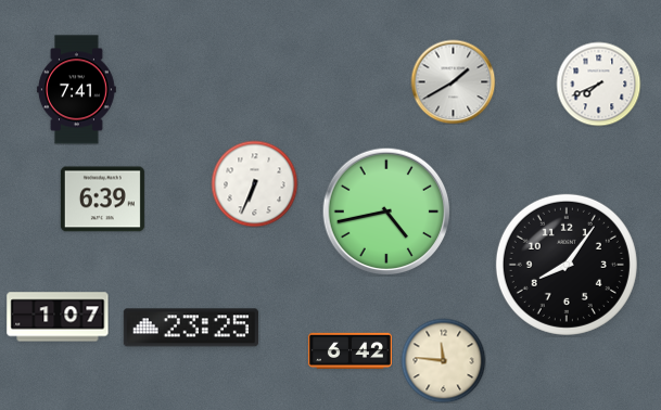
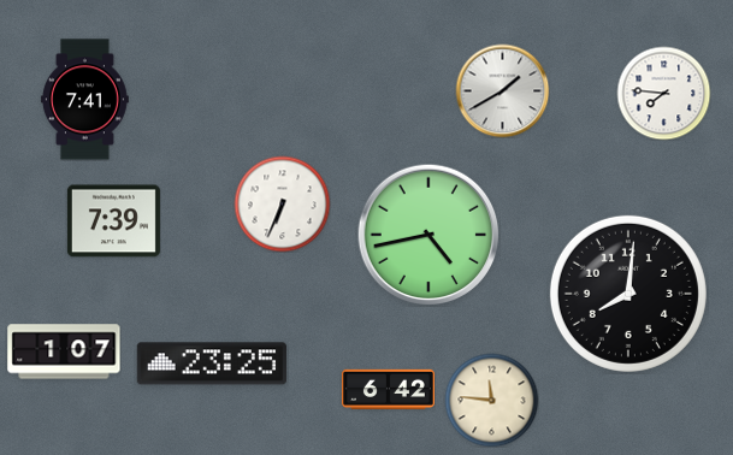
clock at (598, 84): 7:41 -> 7:46
clock at (102, 200): 6:39 -> 7:39
clock at (567, 265): 8:06 -> 8:01
